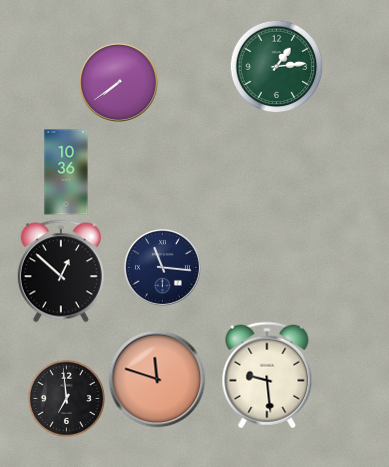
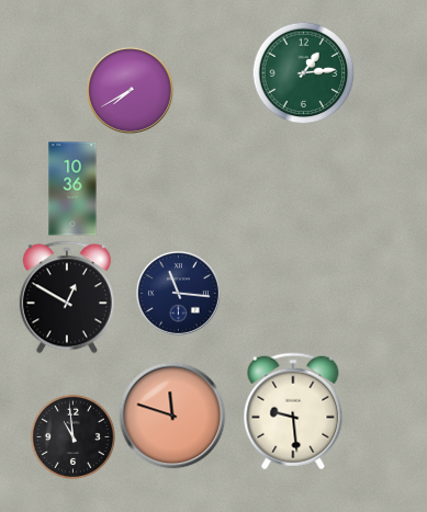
clock at (118, 82): 7:39 -> 7:40
clock at (61, 271): 12:52 -> 12:50
clock at (66, 398): 6:59 -> 10:59
